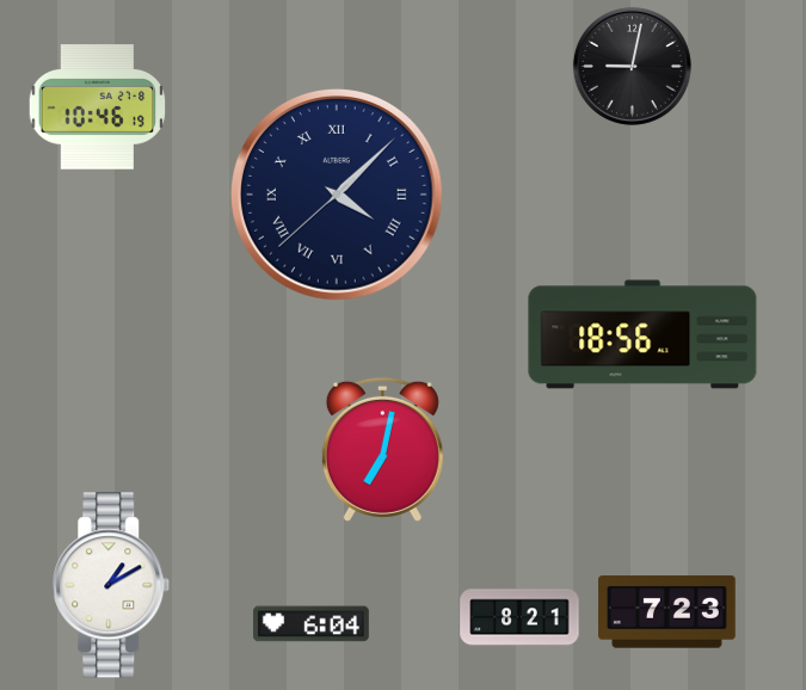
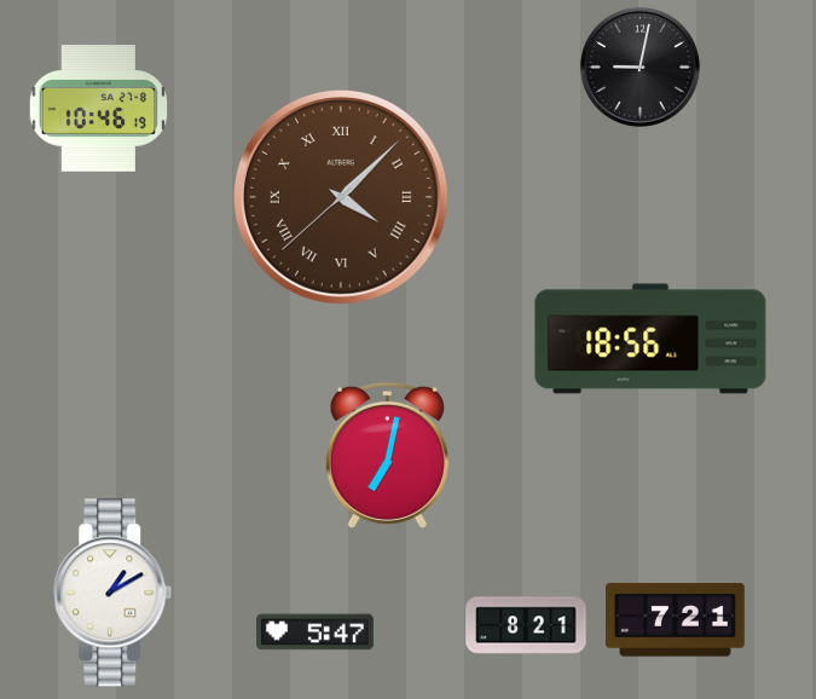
clock at (338, 196) dial: navy -> brown
clock at (667, 612): 7:23 -> 7:21
clock at (312, 624): 6:04 -> 5:47
